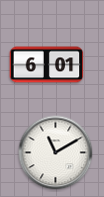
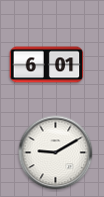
clock at (56, 153): 11:10 -> 9:10
